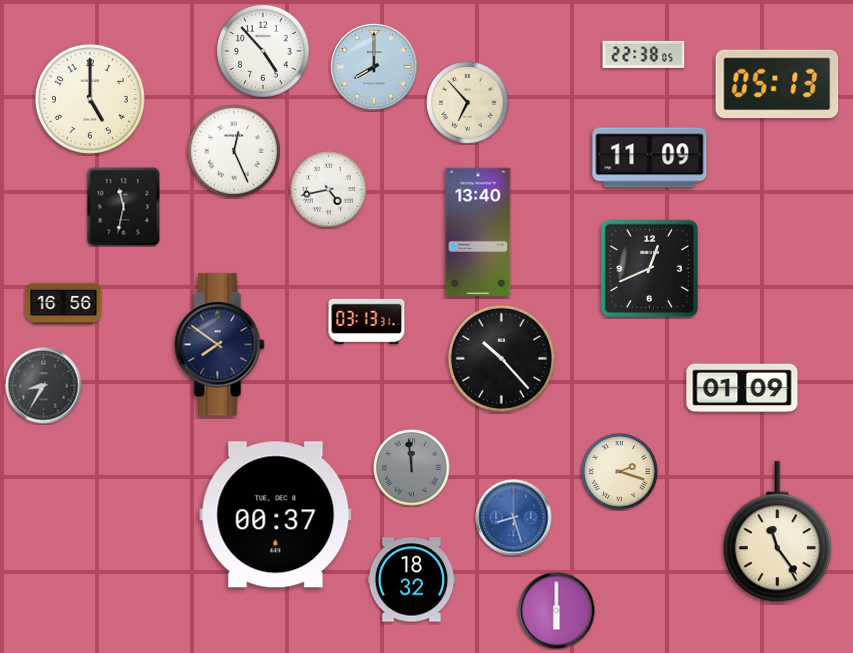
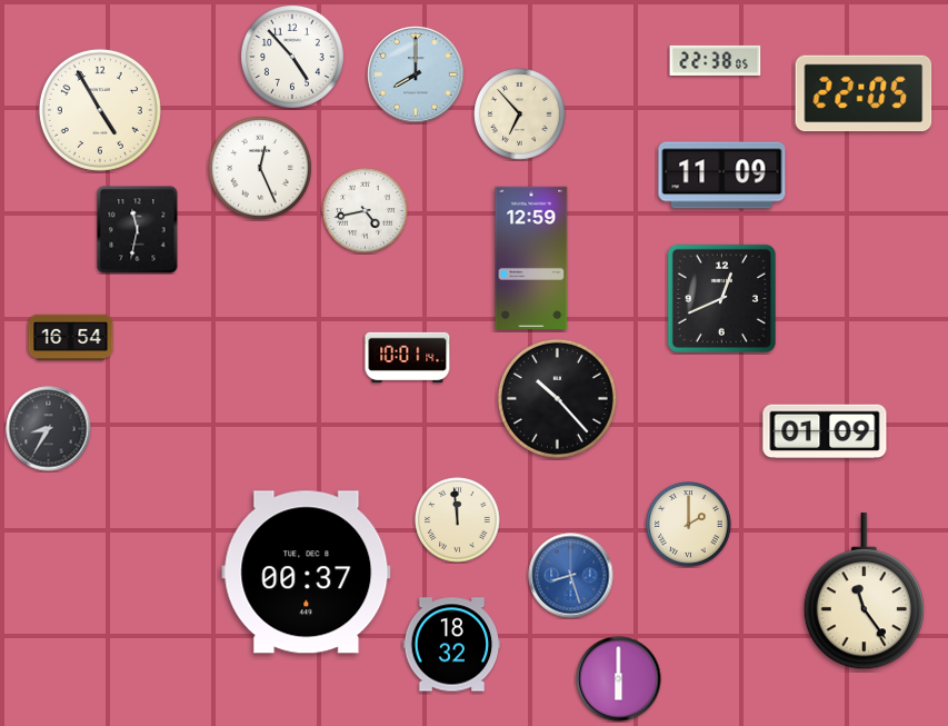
clock at (777, 84): 05:13 -> 22:05
clock at (90, 99): 5:00 -> 4:55
clock at (478, 231): 13:40 -> 12:59
clock at (64, 304): 16:56 -> 16:54
clock at (367, 321): 03:13 -> 10:01
clock at (220, 345): 7:51 -> none
clock at (412, 468) dial: grey -> cream
clock at (620, 472): 2:18 -> 2:00
clock at (412, 580) position: (412, 580) -> (452, 645)
